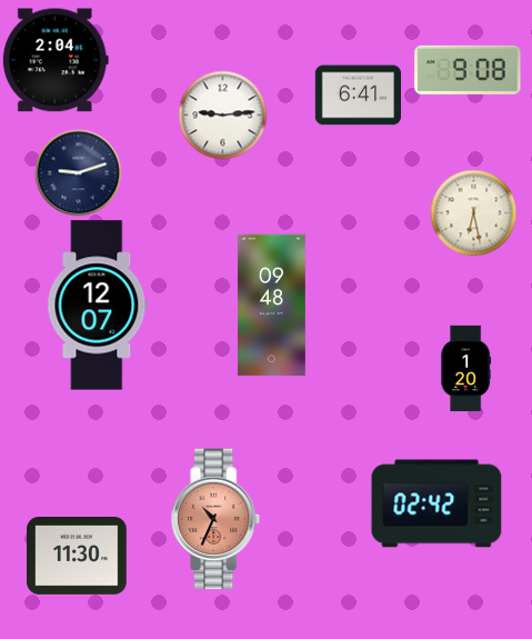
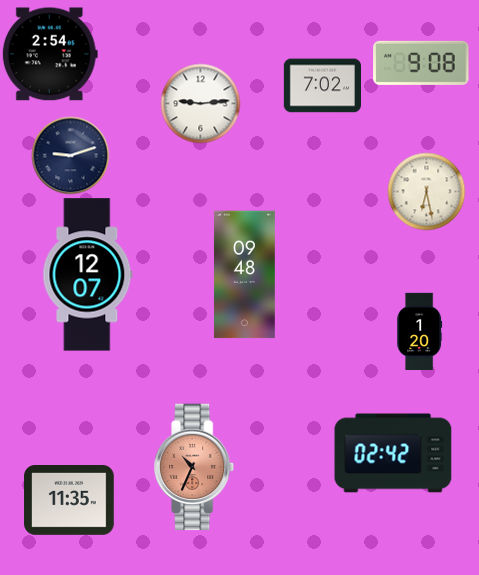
clock at (56, 60): 2:04 -> 2:54
clock at (358, 96): 6:41 -> 7:02
clock at (77, 557): 11:30 -> 11:35
